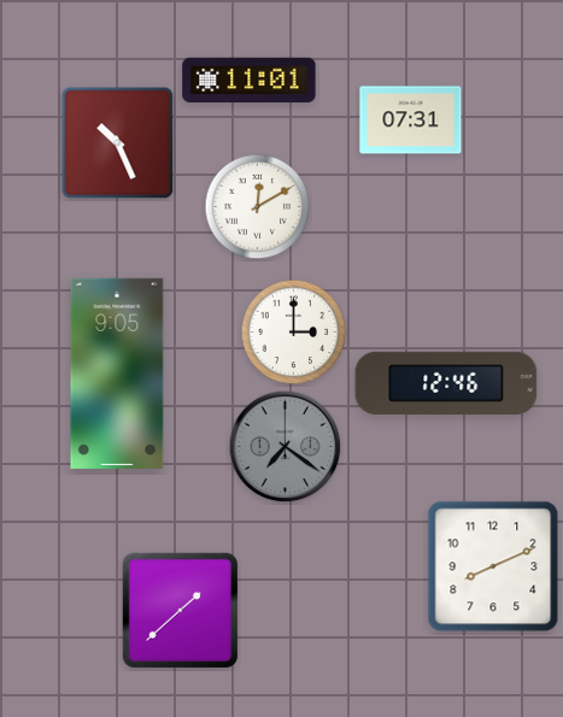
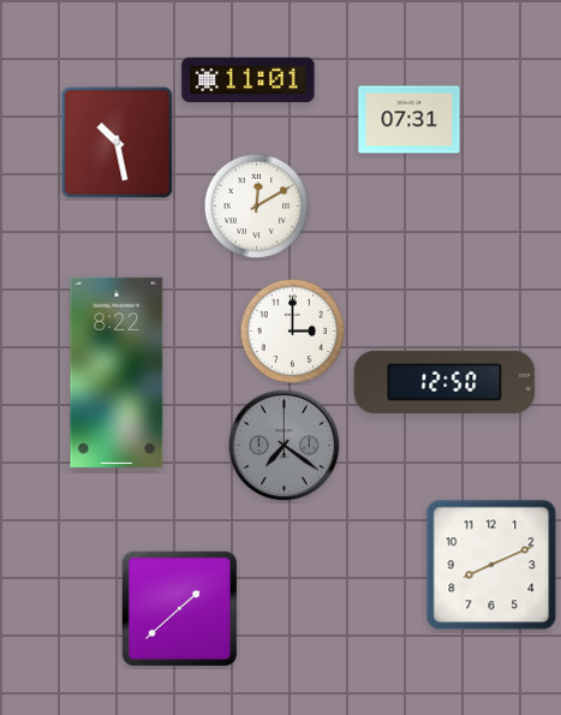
clock at (118, 143): 10:26 -> 10:28
clock at (117, 374): 9:05 -> 8:22
clock at (446, 383): 12:46 -> 12:50
